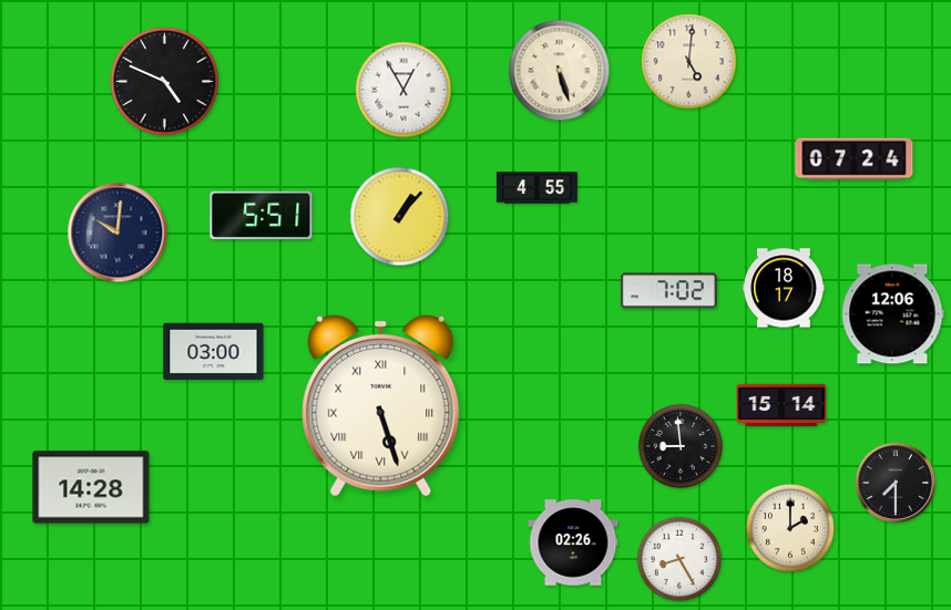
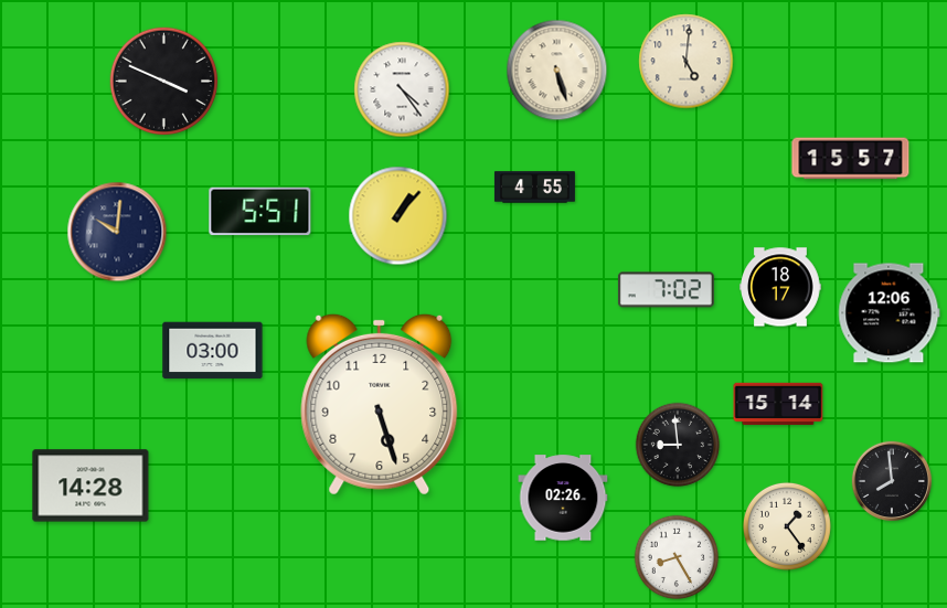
clock at (165, 82): 4:49 -> 3:49
clock at (403, 90): 12:55 -> 4:24
clock at (855, 159): 07:24 -> 15:57
clock at (262, 216) position: (262, 216) -> (260, 212)
clock at (381, 405) numerals: Roman -> Arabic
clock at (896, 483): 7:30 -> 7:59
clock at (790, 528): 2:00 -> 1:24
clock at (573, 542) position: (573, 542) -> (563, 498)
